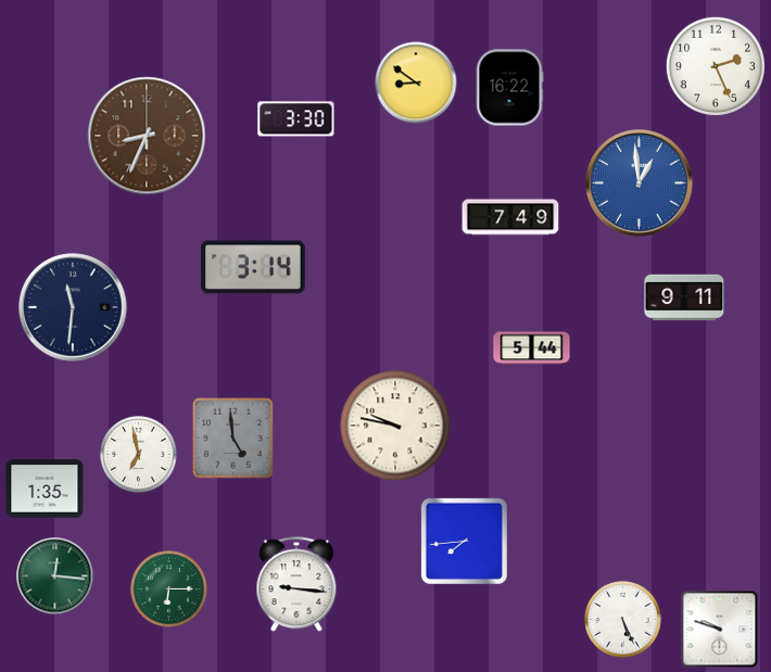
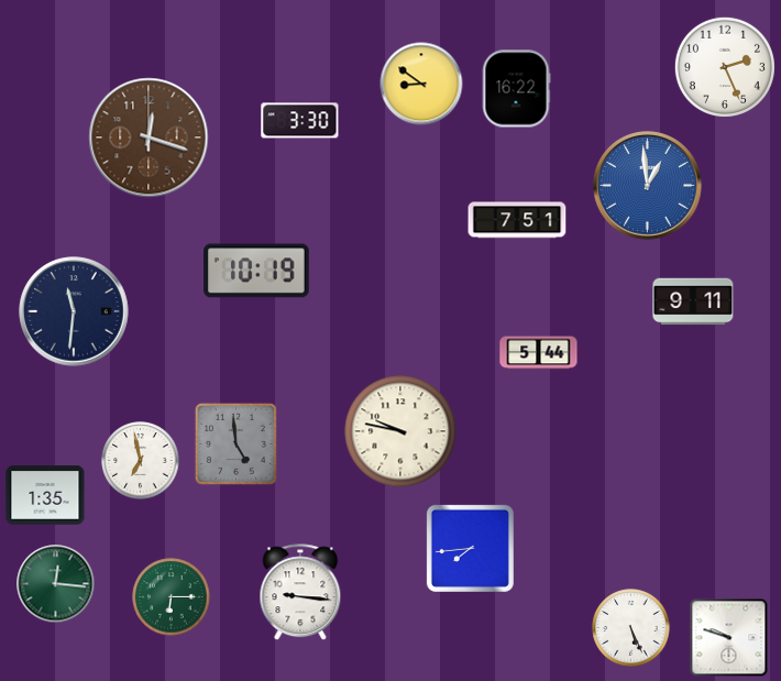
clock at (147, 136): 8:34 -> 12:18
clock at (510, 217): 7:49 -> 7:51
clock at (253, 267): 3:14 -> 10:19
